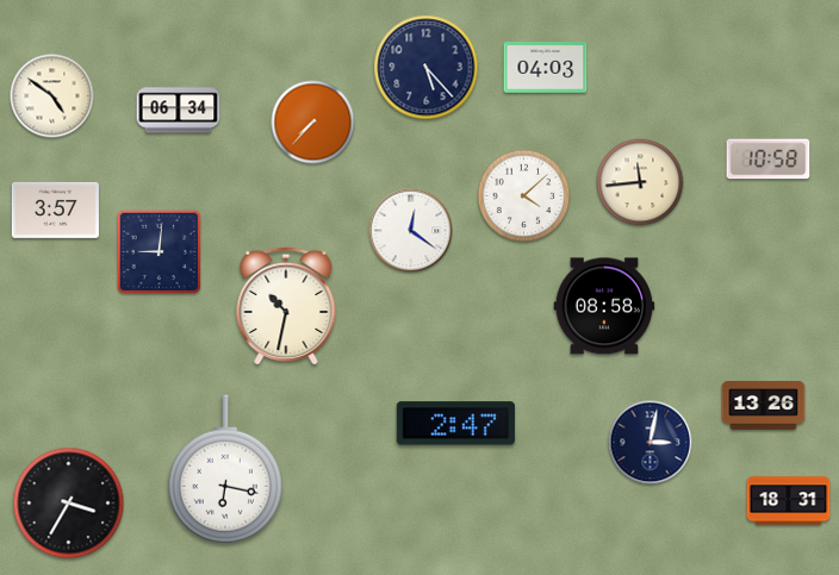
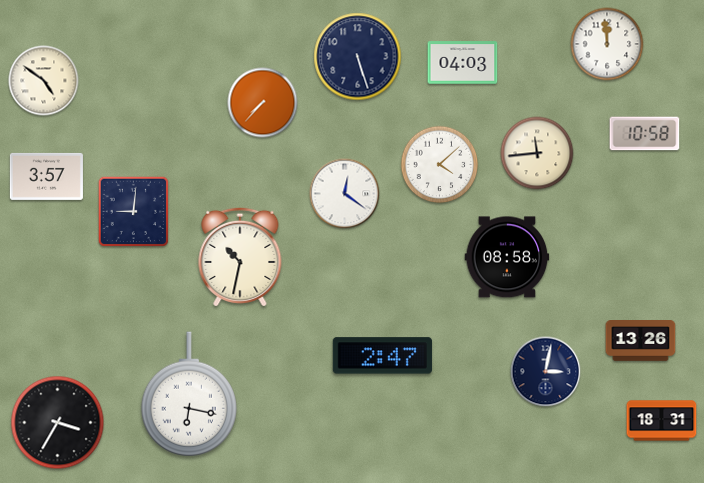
clock at (607, 44): none -> 11:59
clock at (427, 68): 5:23 -> 5:27
clock at (546, 68) position: (546, 68) -> (463, 63)
clock at (179, 111): 06:34 -> none
